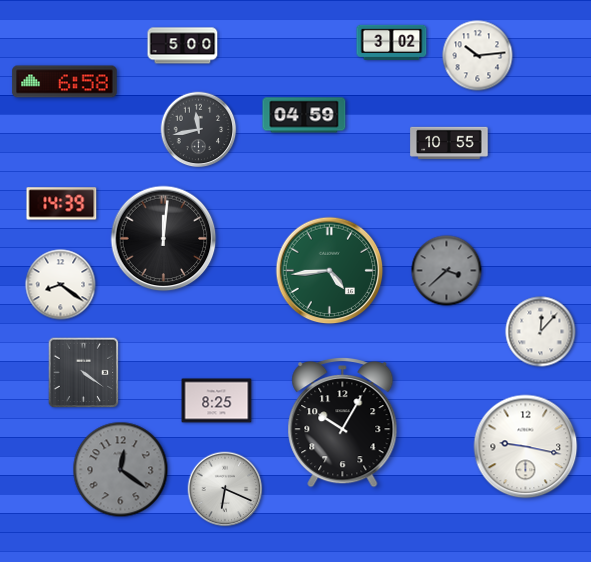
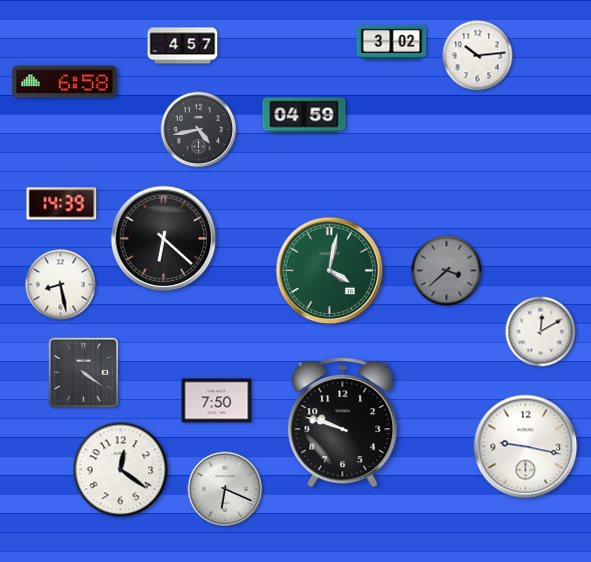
clock at (183, 46): 5:00 -> 4:57
clock at (199, 130): 11:43 -> 4:43
clock at (449, 143): 10:55 -> none
clock at (164, 239): 12:01 -> 6:22
clock at (330, 271): 4:44 -> 4:02
clock at (61, 285): 8:21 -> 8:28
clock at (541, 332): 12:07 -> 12:10
clock at (217, 401): 8:25 -> 7:50
clock at (343, 423): 10:05 -> 9:48
clock at (121, 470) dial: grey -> white
